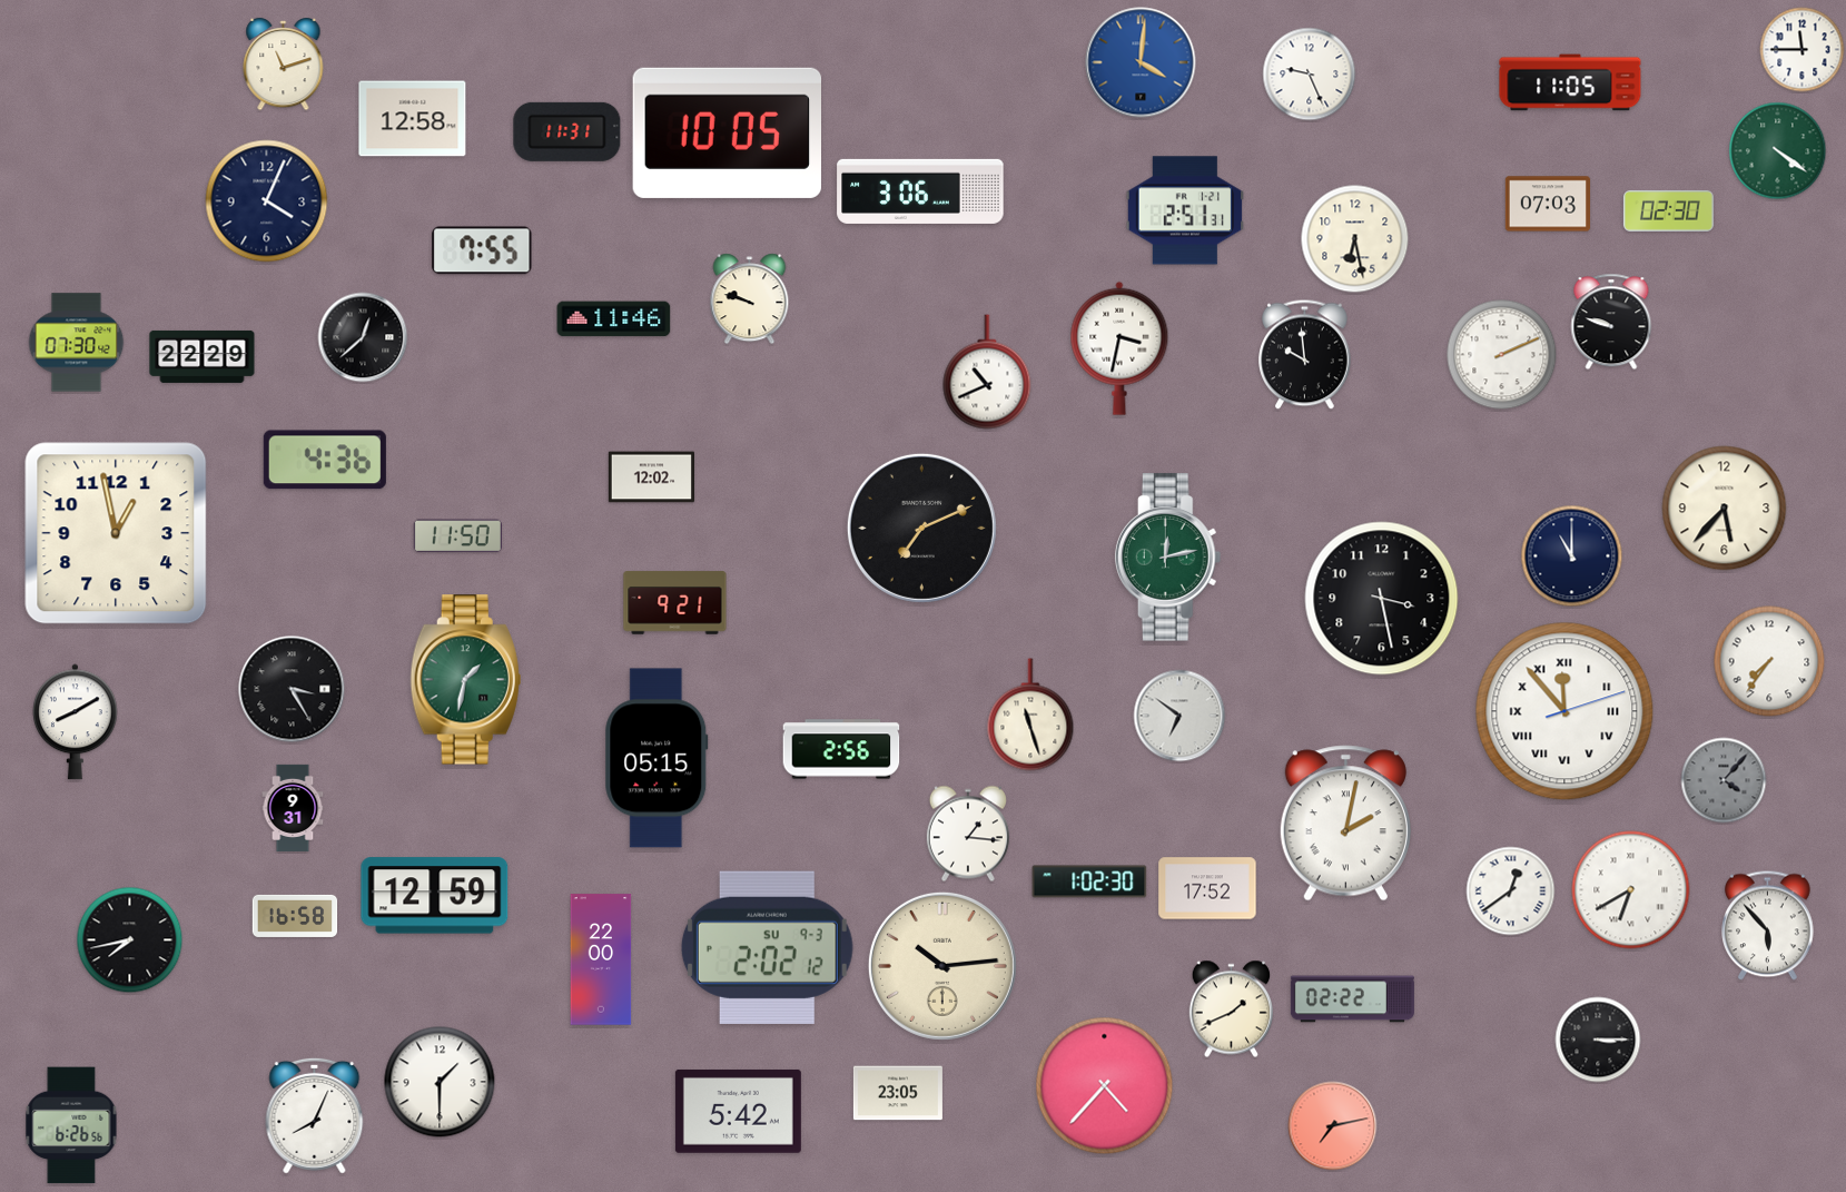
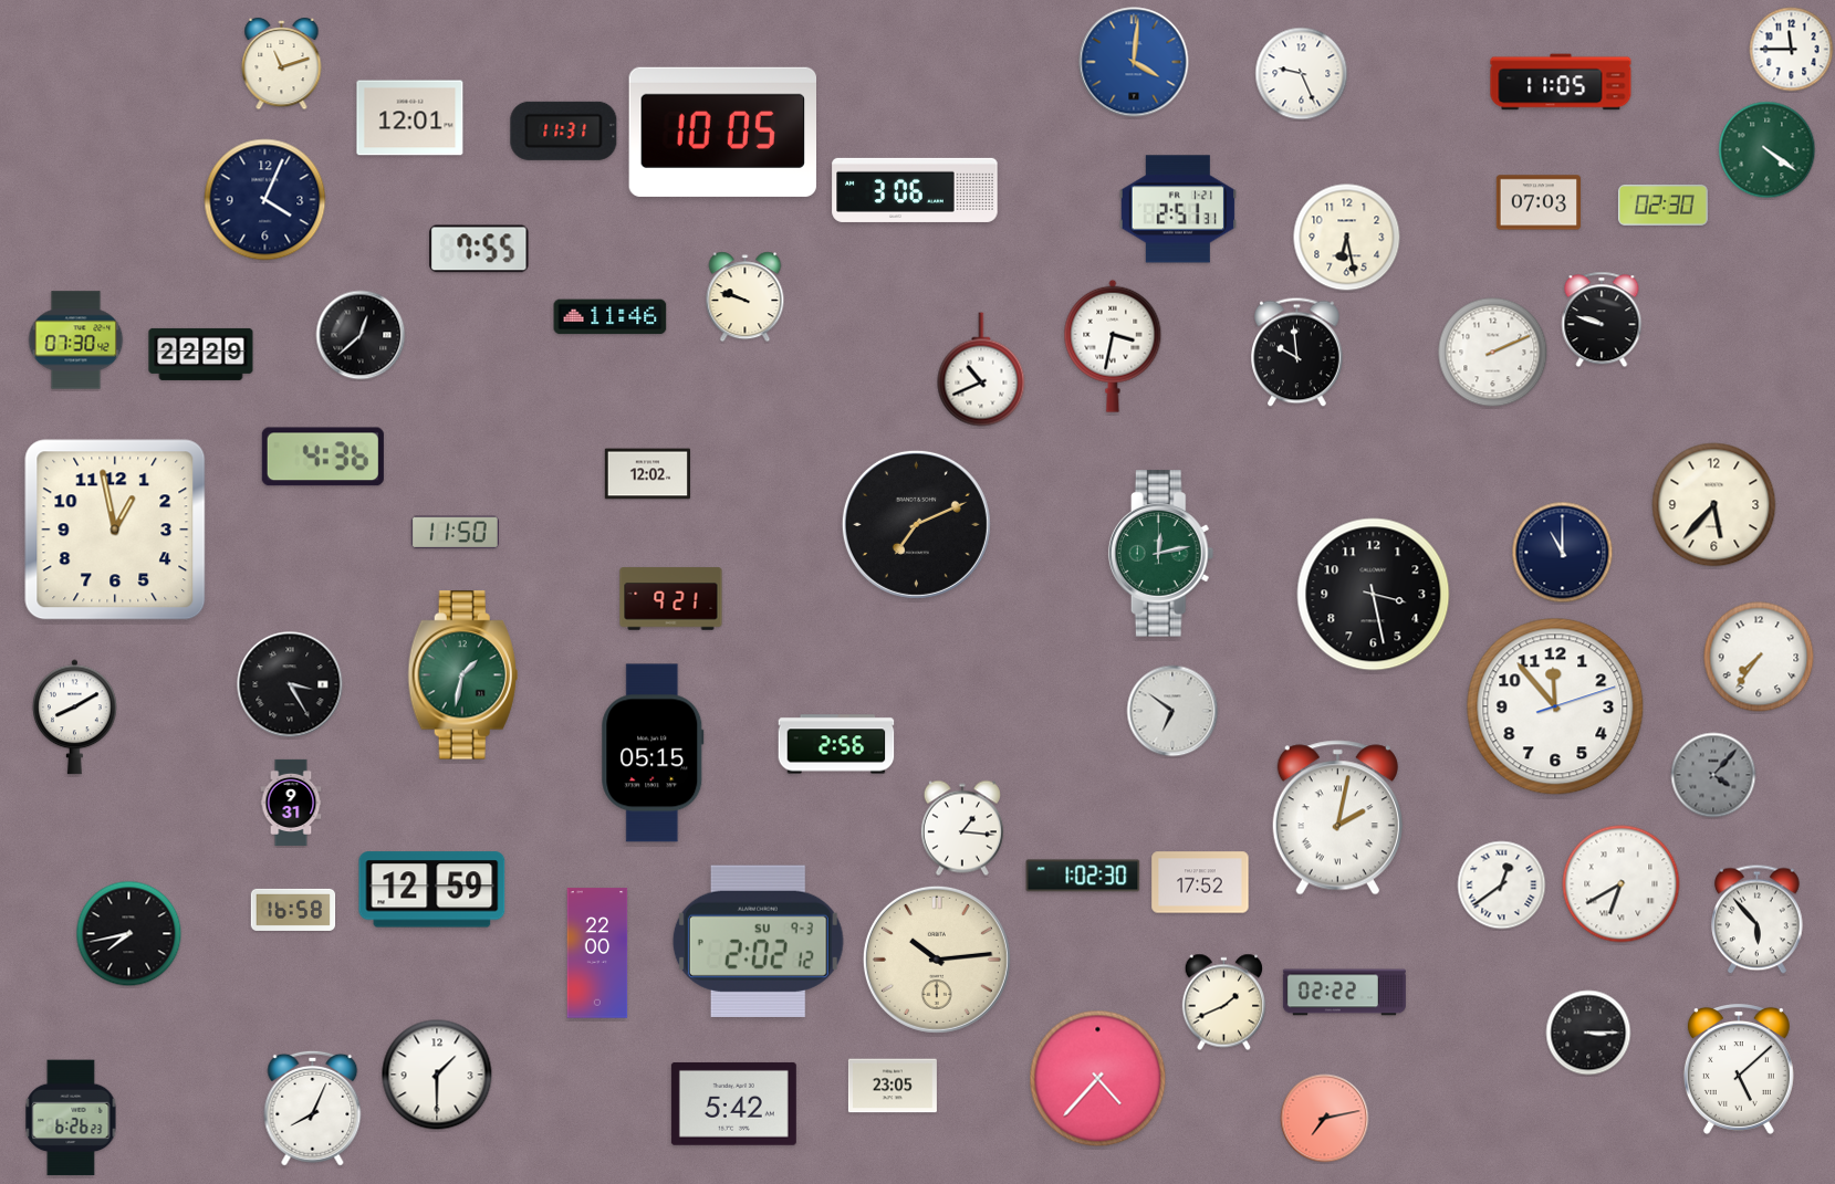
clock at (413, 119): 12:58 -> 12:01
clock at (1668, 210) position: (1668, 210) -> (1662, 205)
clock at (1564, 711) numerals: Roman -> Arabic
clock at (1030, 715): 11:27 -> none
clock at (767, 947) position: (767, 947) -> (758, 941)
clock at (1739, 1070): none -> 5:08
clock at (71, 1125): 6:26:56 -> 6:26:23
